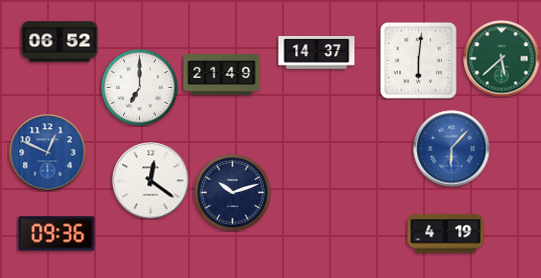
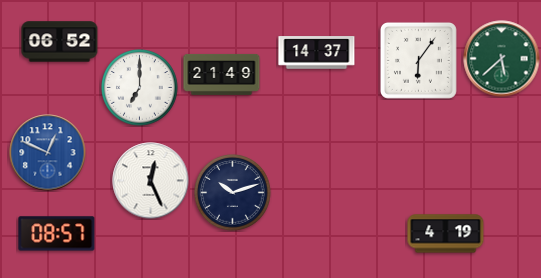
clock at (418, 60): 6:01 -> 6:06
clock at (452, 149): 6:07 -> none
clock at (151, 181): 12:21 -> 12:26
clock at (57, 234): 09:36 -> 08:57
